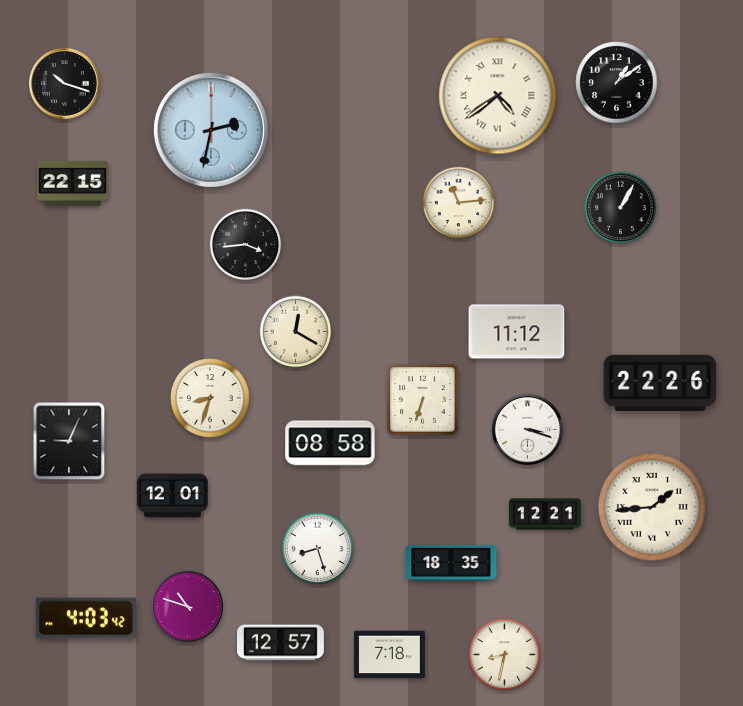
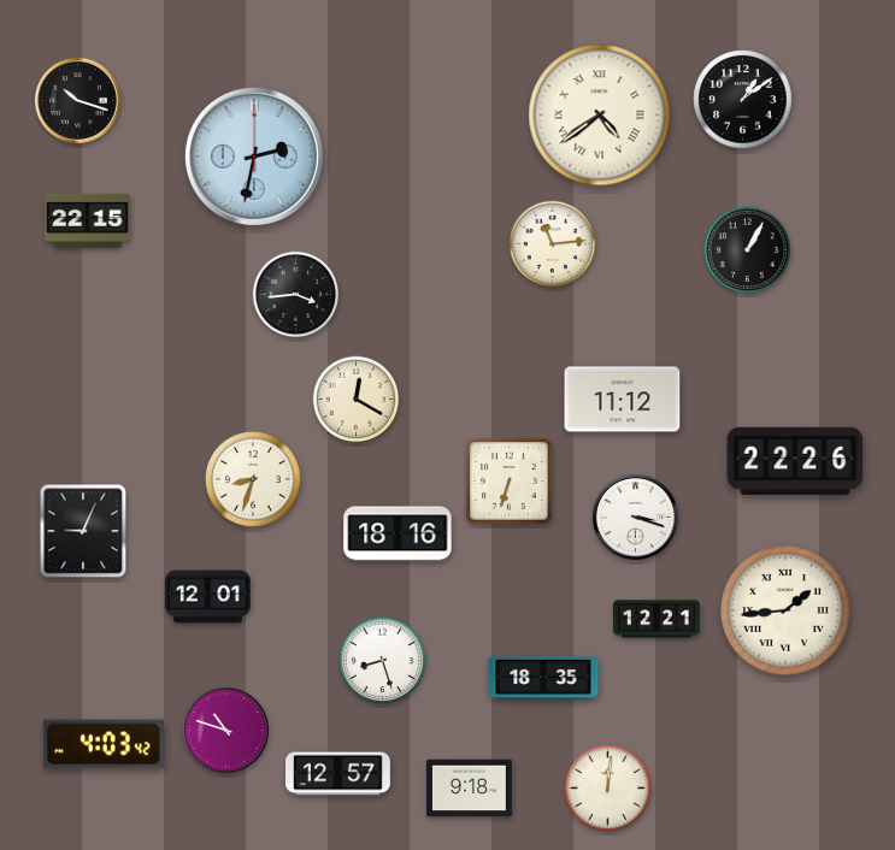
clock at (330, 443): 08:58 -> 18:16
clock at (390, 655): 7:18 -> 9:18
clock at (505, 655): 8:32 -> 12:01
